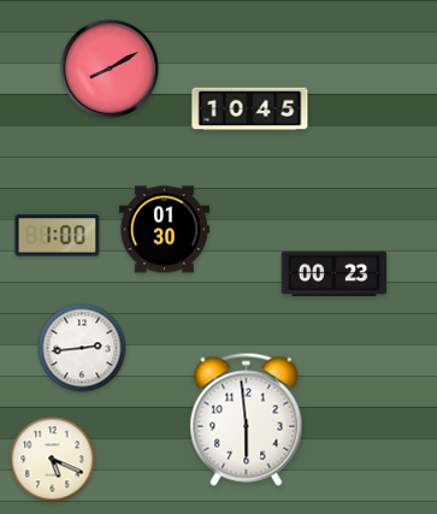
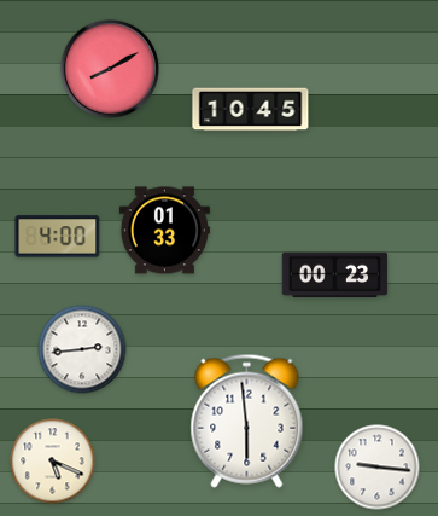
clock at (164, 230): 01:30 -> 01:33
clock at (58, 236): 1:00 -> 4:00
clock at (378, 468): none -> 9:16
